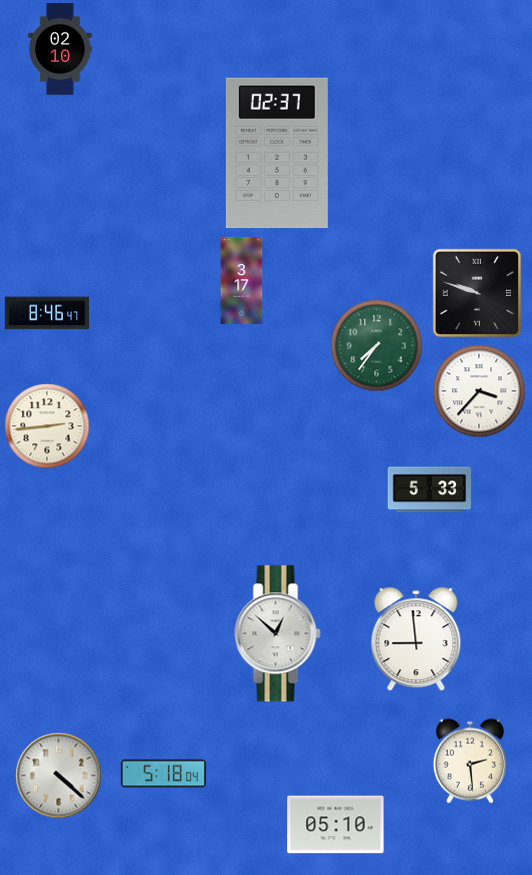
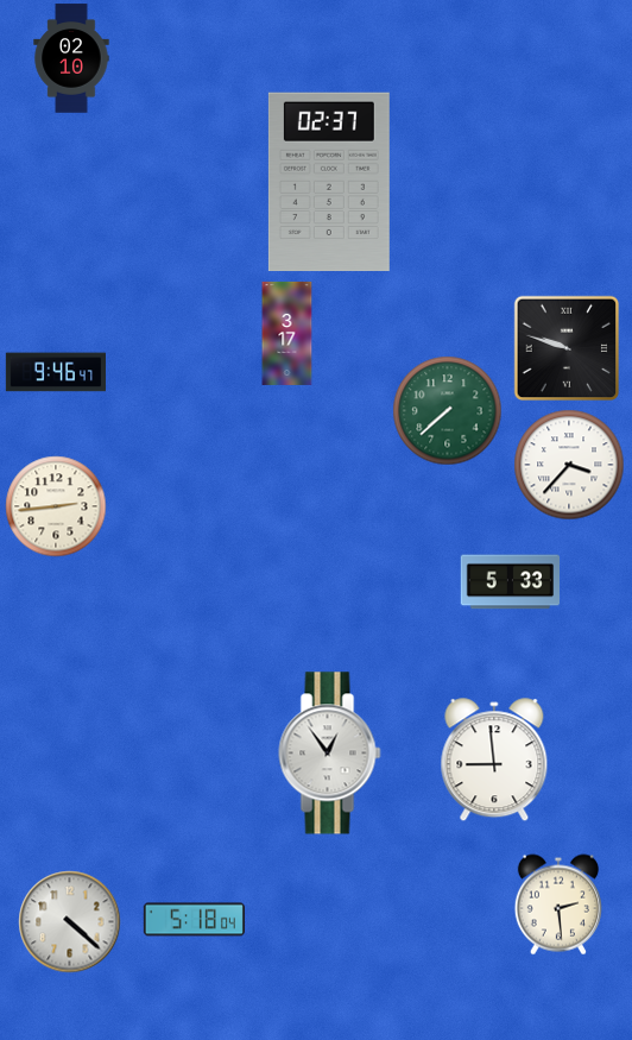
clock at (46, 313): 8:46 -> 9:46
clock at (377, 346): 7:36 -> 7:38
clock at (278, 634): 12:52 -> 12:54
clock at (336, 825): 05:10 -> none
